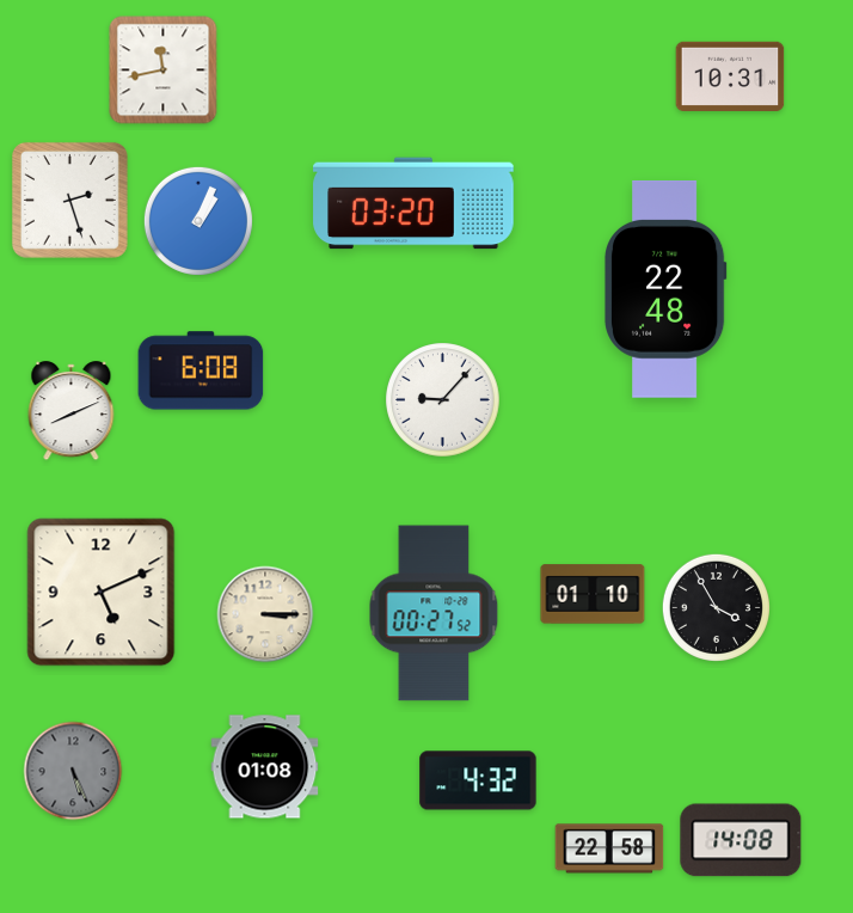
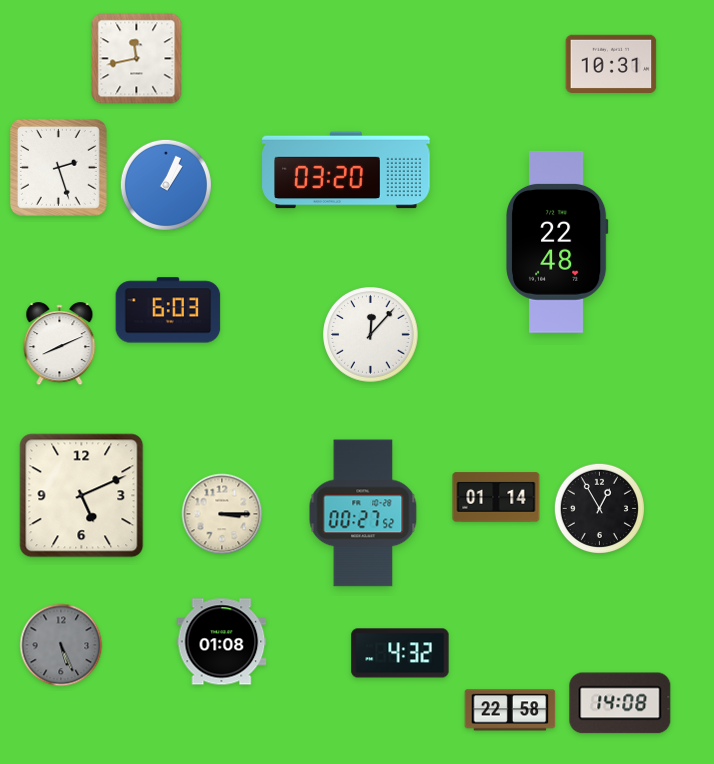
clock at (201, 370): 6:08 -> 6:03
clock at (443, 400): 9:07 -> 12:07
clock at (102, 593) position: (102, 593) -> (82, 496)
clock at (593, 594): 01:10 -> 01:14
clock at (716, 607): 3:55 -> 12:55
